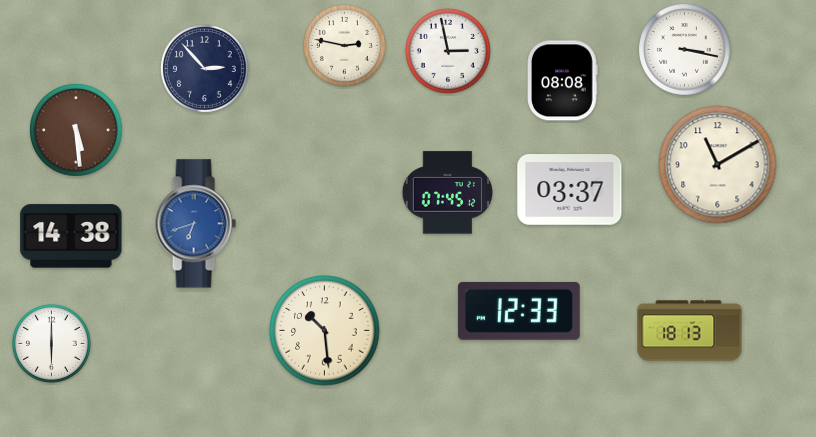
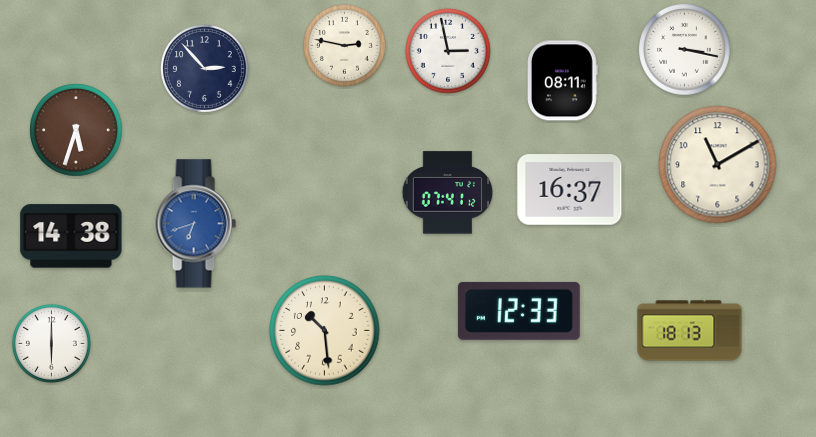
clock at (563, 81): 08:08 -> 08:11
clock at (77, 131): 5:29 -> 5:33
clock at (570, 190): 03:37 -> 16:37
clock at (448, 193): 07:45 -> 07:41
